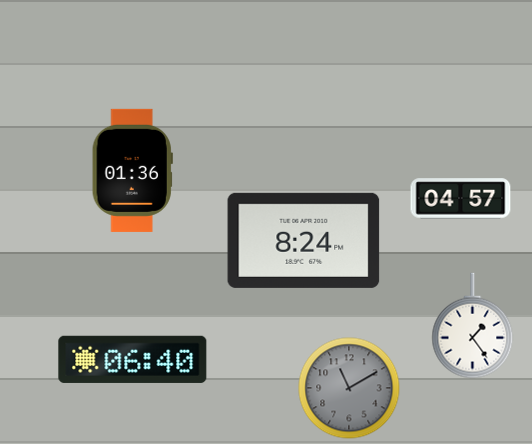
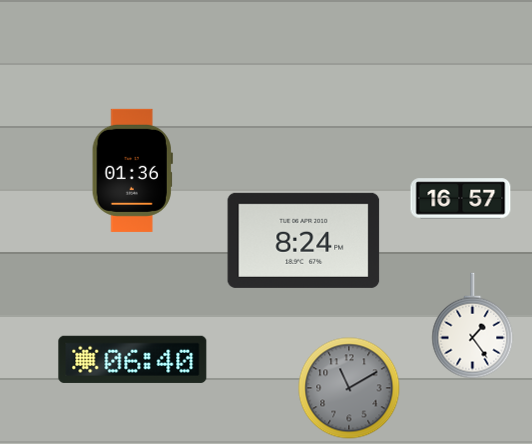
clock at (461, 199): 04:57 -> 16:57
